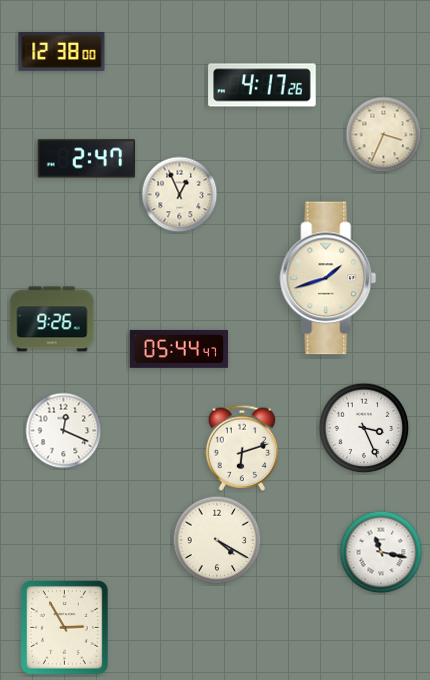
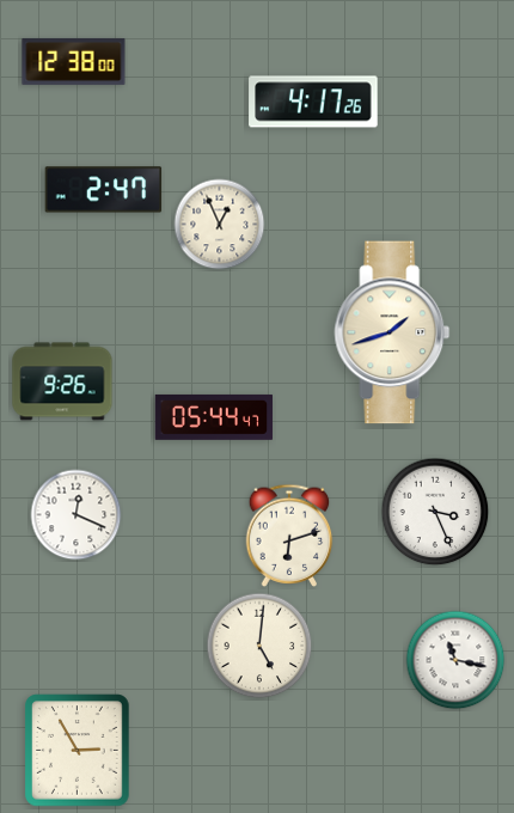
clock at (384, 135): 3:34 -> none
clock at (180, 195) position: (180, 195) -> (220, 225)
clock at (217, 540): 4:20 -> 5:01
